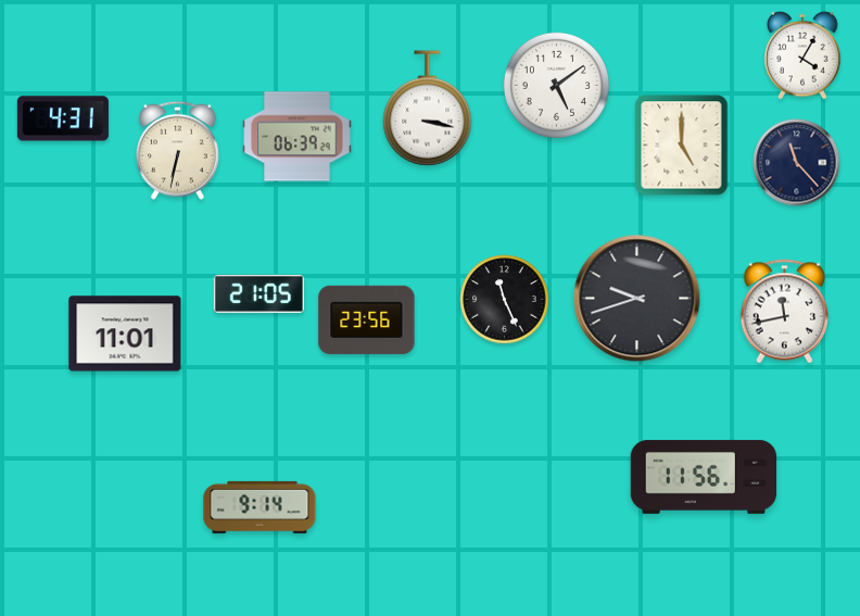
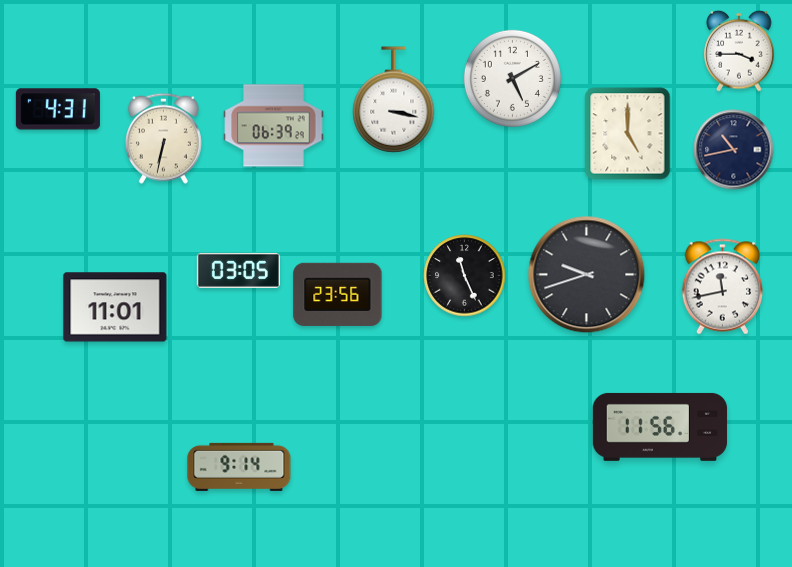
clock at (802, 55): 4:05 -> 3:45
clock at (556, 85): 5:09 -> 5:10
clock at (797, 163): 11:23 -> 10:43
clock at (258, 293): 21:05 -> 03:05
clock at (704, 477) position: (704, 477) -> (660, 427)
